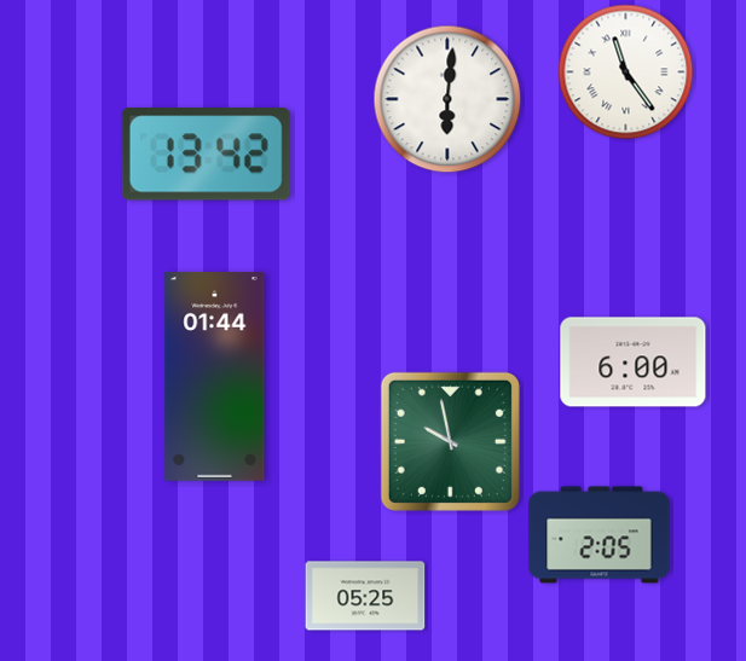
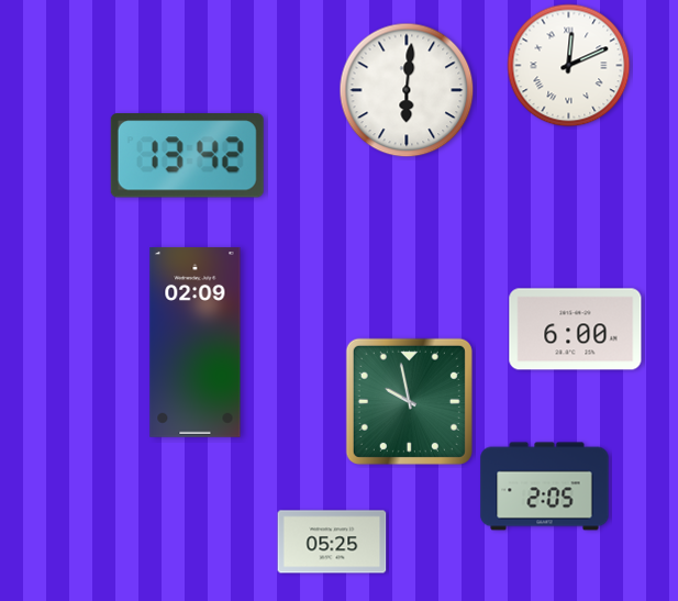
clock at (626, 73): 11:24 -> 12:11
clock at (206, 155) position: (206, 155) -> (187, 156)
clock at (215, 377): 01:44 -> 02:09
